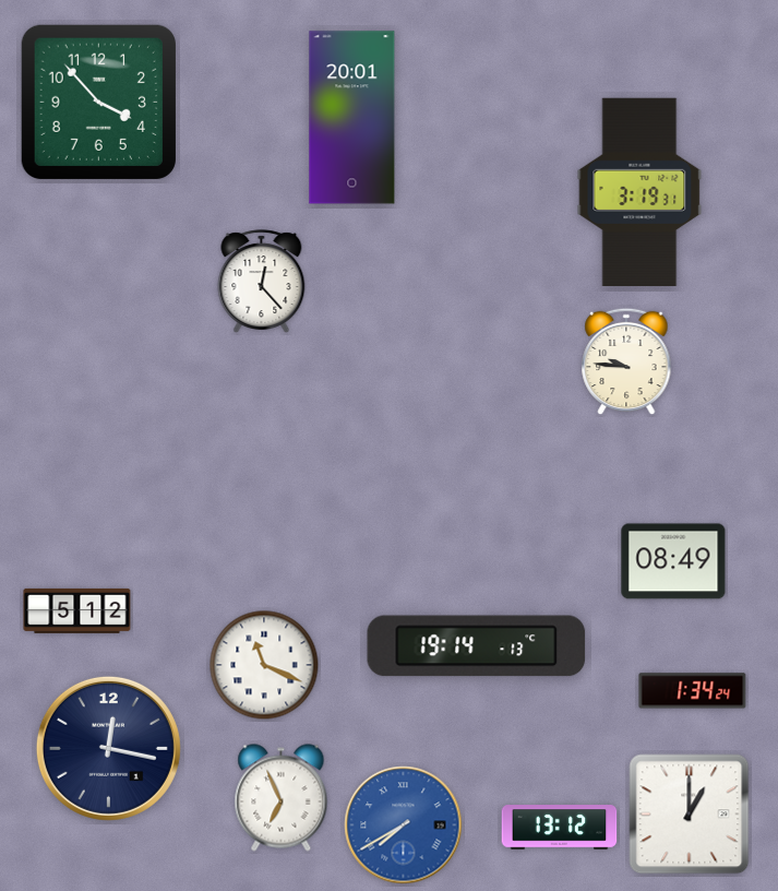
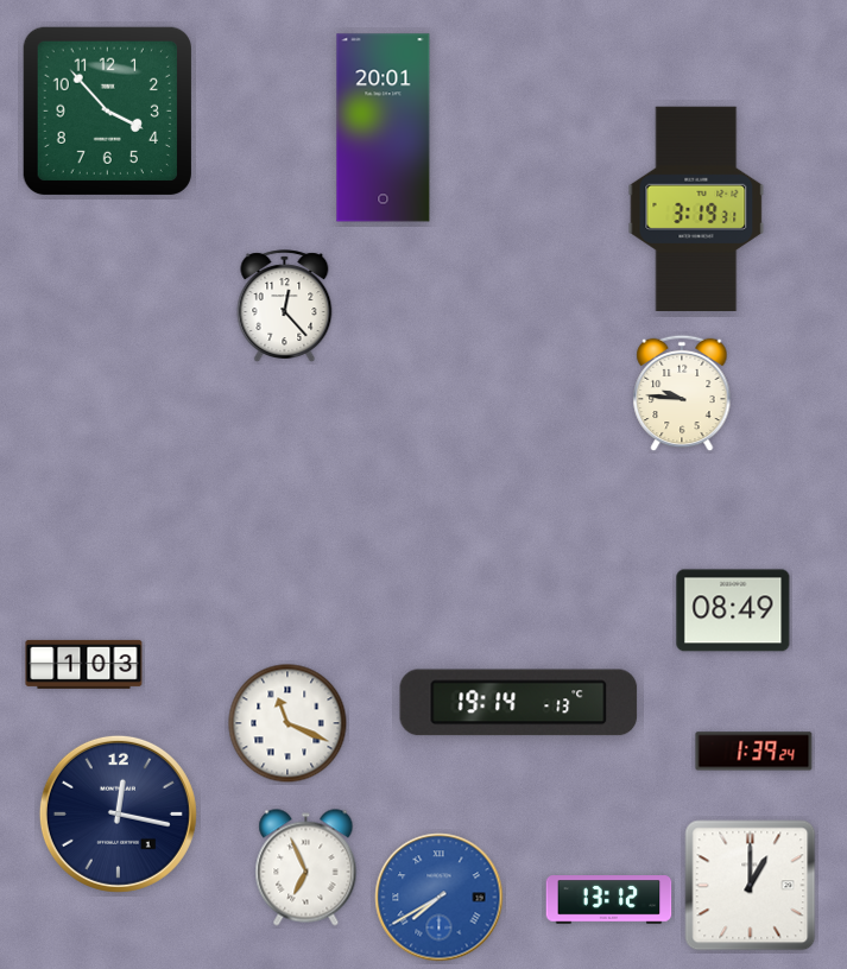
clock at (77, 610): 5:12 -> 1:03
clock at (693, 691): 1:34 -> 1:39
